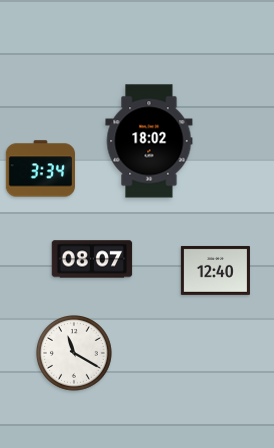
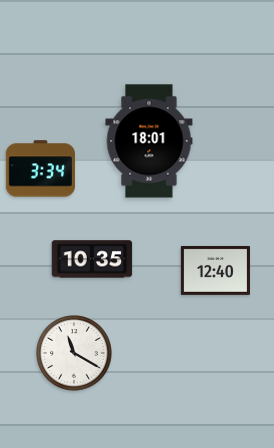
clock at (149, 141): 18:02 -> 18:01
clock at (92, 259): 08:07 -> 10:35
